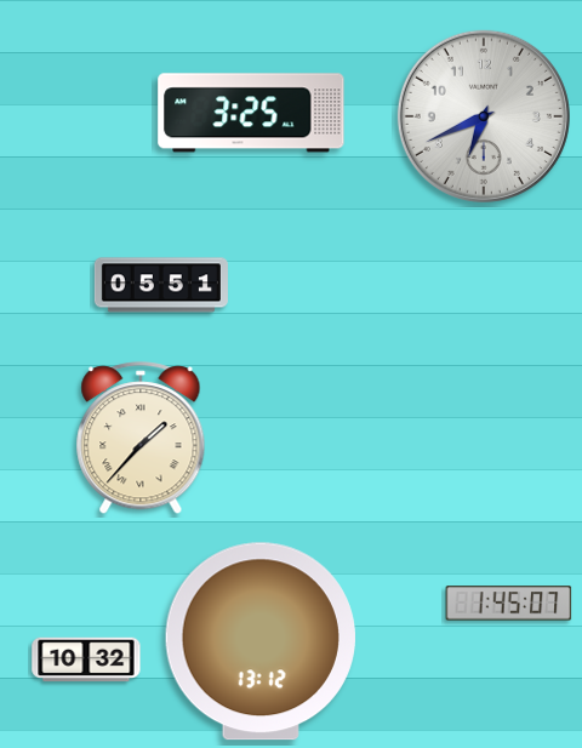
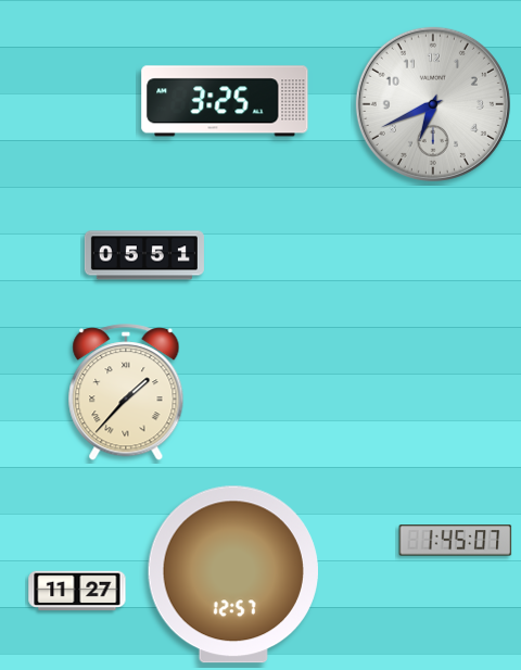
clock at (261, 641): 13:12 -> 12:57
clock at (86, 660): 10:32 -> 11:27
